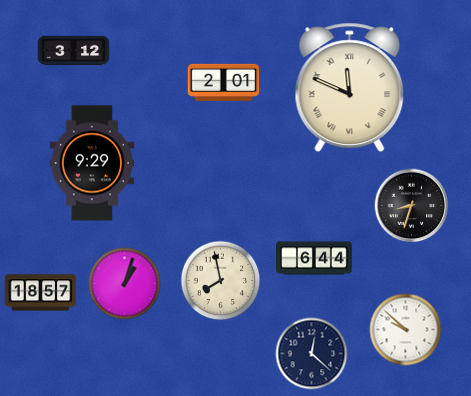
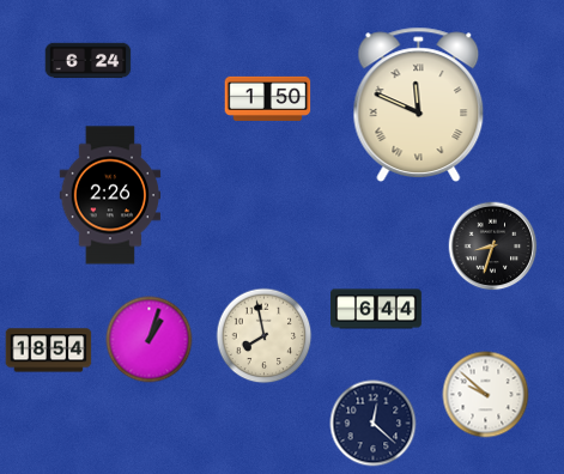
clock at (74, 51): 3:12 -> 6:24
clock at (224, 82): 2:01 -> 1:50
clock at (92, 163): 9:29 -> 2:26
clock at (41, 293): 18:57 -> 18:54
